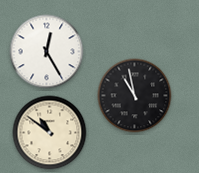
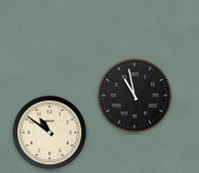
clock at (47, 52): 12:25 -> none
